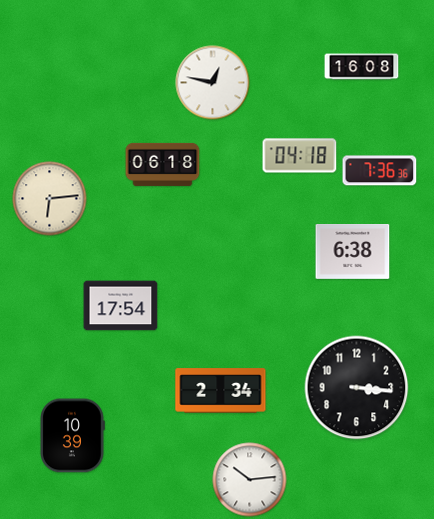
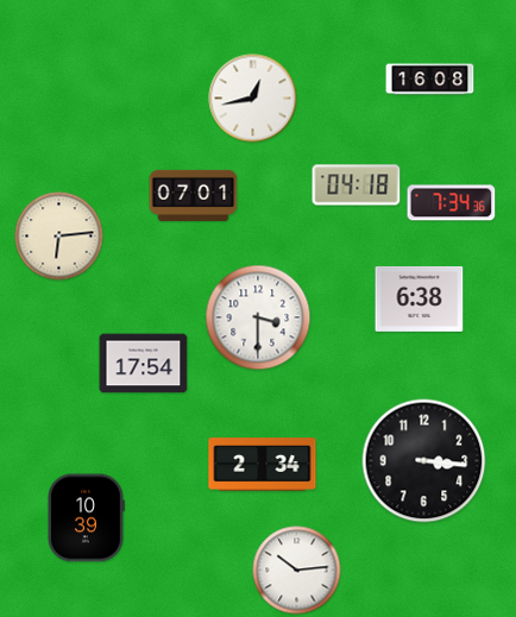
clock at (213, 83): 12:47 -> 12:43
clock at (163, 164): 06:18 -> 07:01
clock at (380, 171): 7:36 -> 7:34
clock at (258, 317): none -> 3:30
